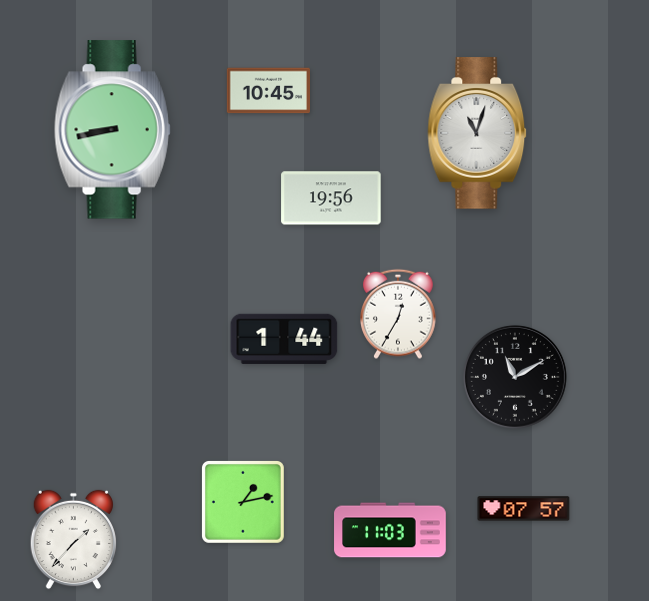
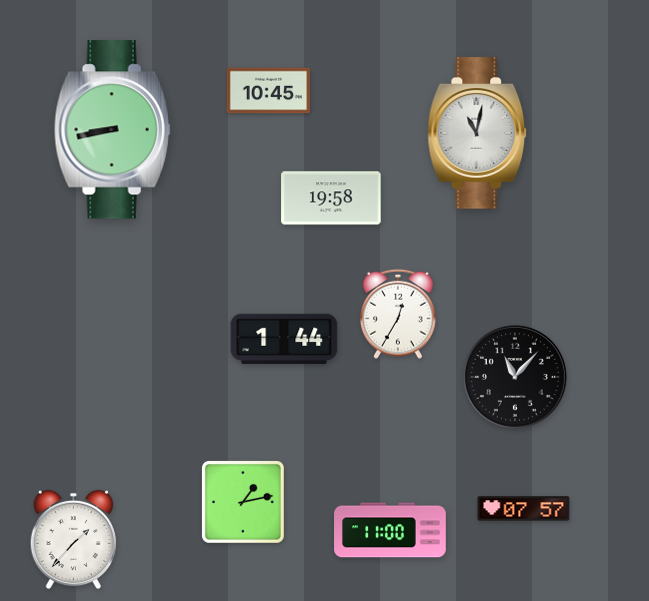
clock at (477, 133): 11:03 -> 11:02
clock at (331, 198): 19:56 -> 19:58
clock at (515, 377): 11:10 -> 11:07
clock at (390, 530): 11:03 -> 11:00
